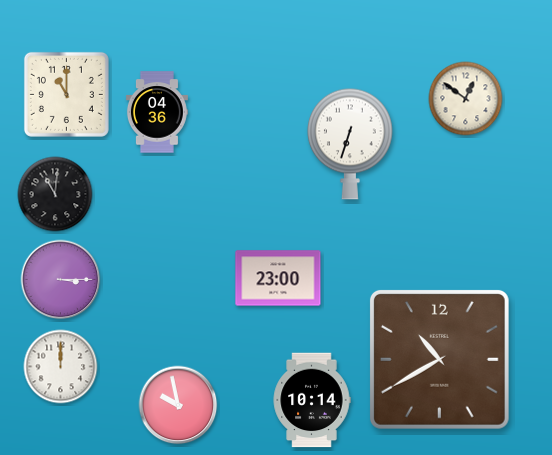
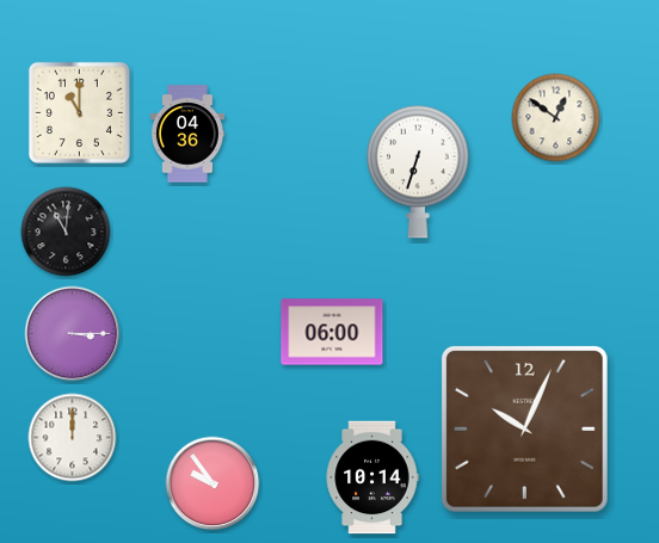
clock at (278, 278): 23:00 -> 06:00
clock at (439, 359): 10:40 -> 10:04
clock at (178, 405): 9:58 -> 9:54
